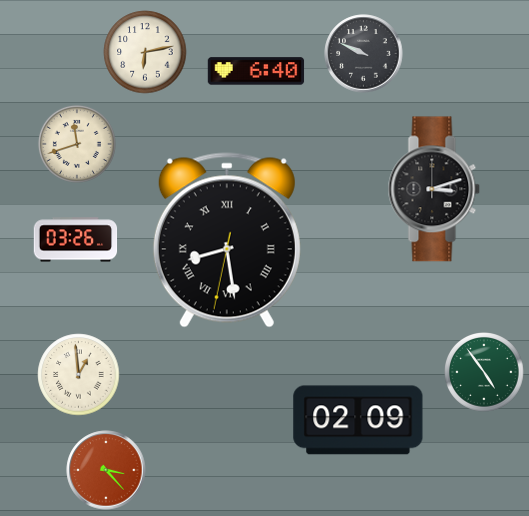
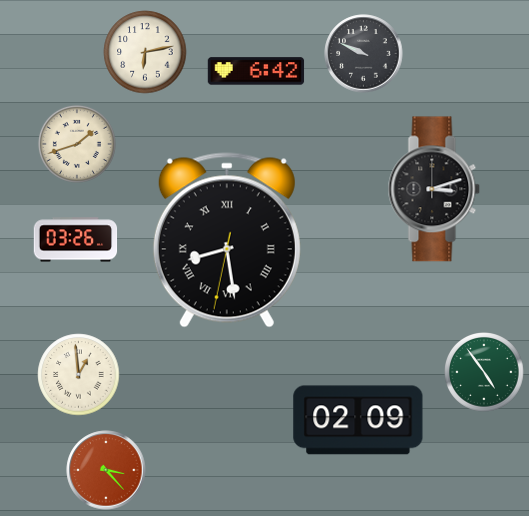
clock at (256, 71): 6:40 -> 6:42
clock at (77, 144): 11:42 -> 1:42
